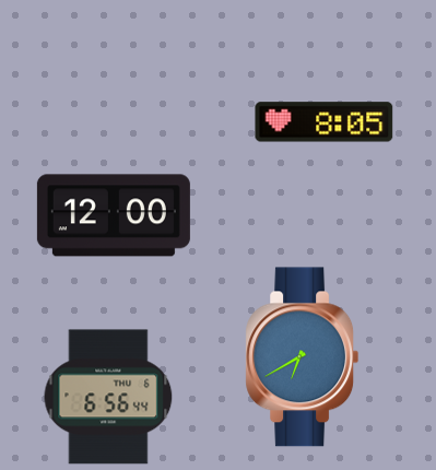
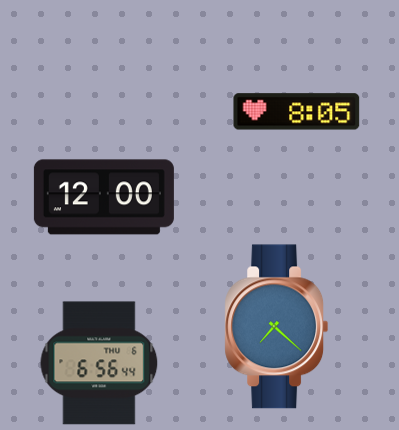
clock at (303, 357): 6:40 -> 7:22
